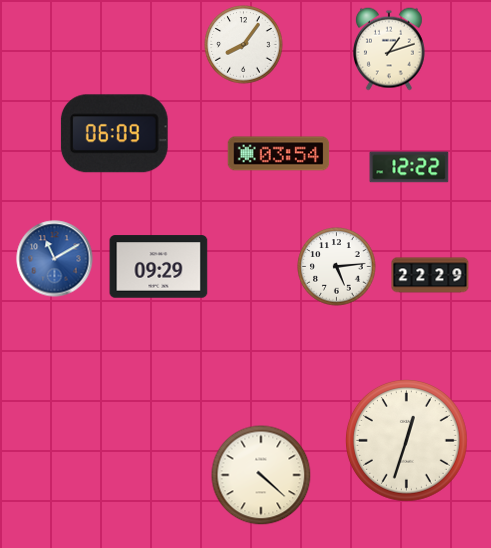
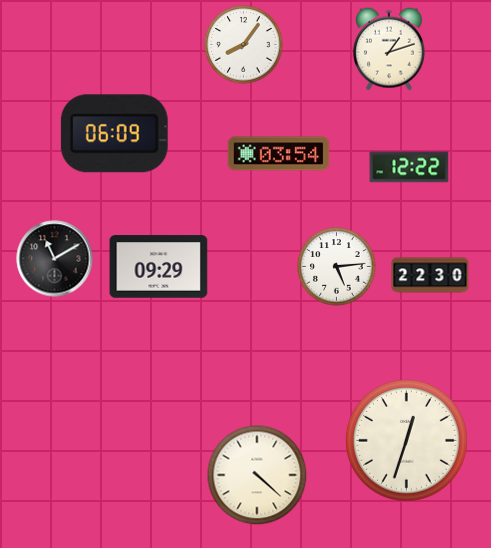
clock at (55, 259) dial: blue -> black
clock at (430, 275): 22:29 -> 22:30
clock at (261, 475) position: (261, 475) -> (257, 475)
